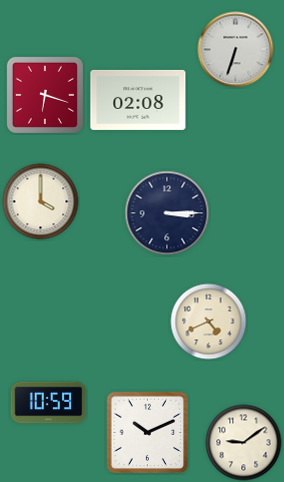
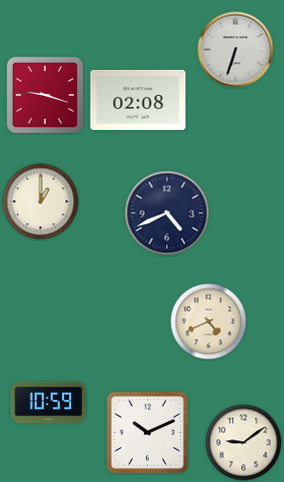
clock at (45, 95): 6:18 -> 9:18
clock at (41, 202): 4:00 -> 1:00
clock at (167, 213): 3:15 -> 4:41
